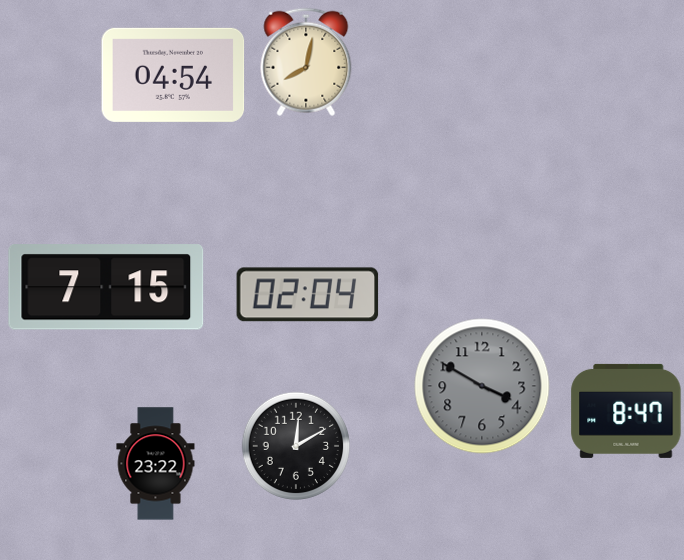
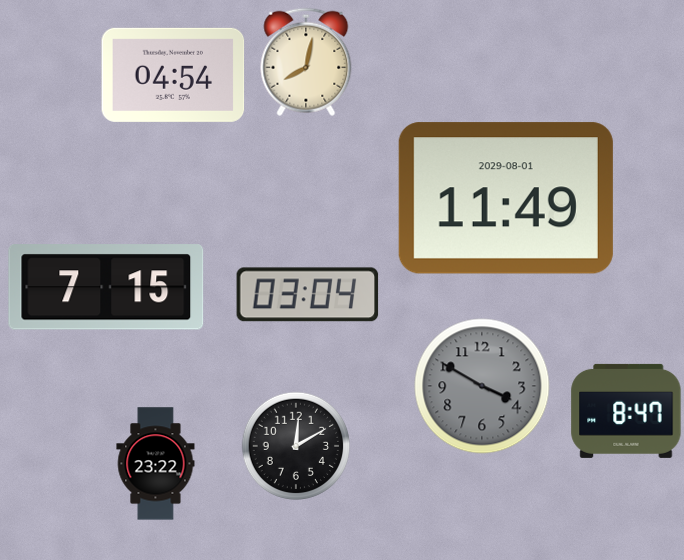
clock at (506, 198): none -> 11:49
clock at (308, 295): 02:04 -> 03:04
